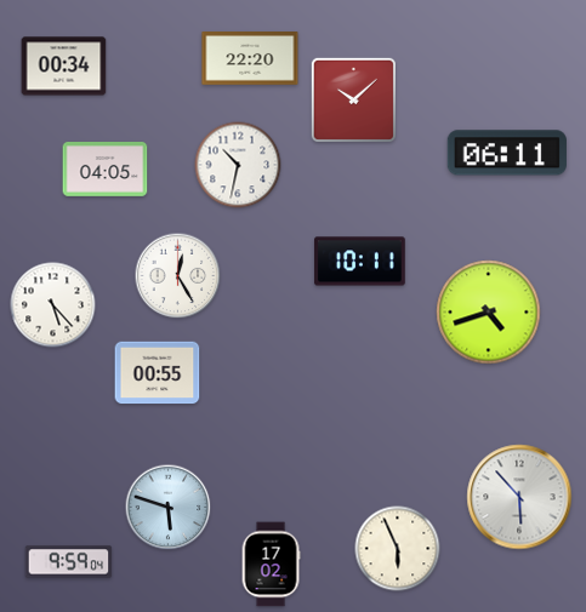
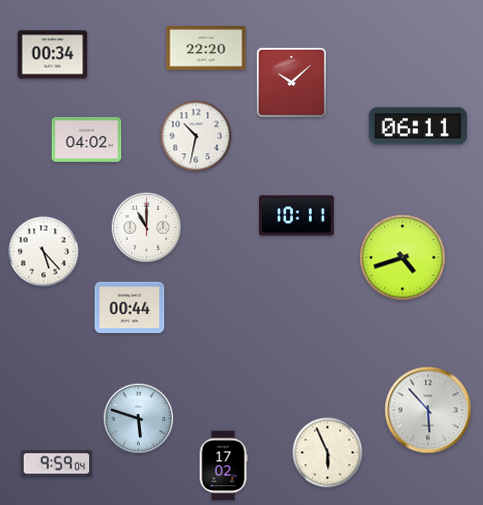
clock at (106, 170): 04:05 -> 04:02
clock at (178, 276): 12:25 -> 11:00
clock at (158, 373): 00:55 -> 00:44
